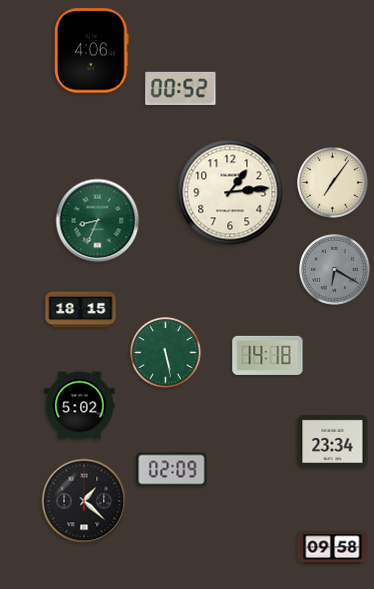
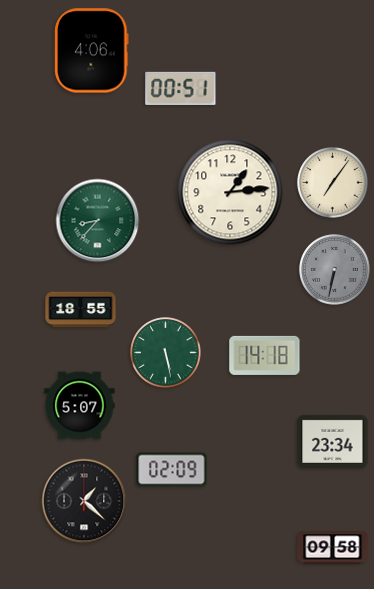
clock at (181, 88): 00:52 -> 00:51
clock at (98, 221): 8:34 -> 8:37
clock at (335, 270): 6:20 -> 6:32
clock at (81, 310): 18:15 -> 18:55
clock at (268, 355) position: (268, 355) -> (265, 355)
clock at (80, 406): 5:02 -> 5:07
